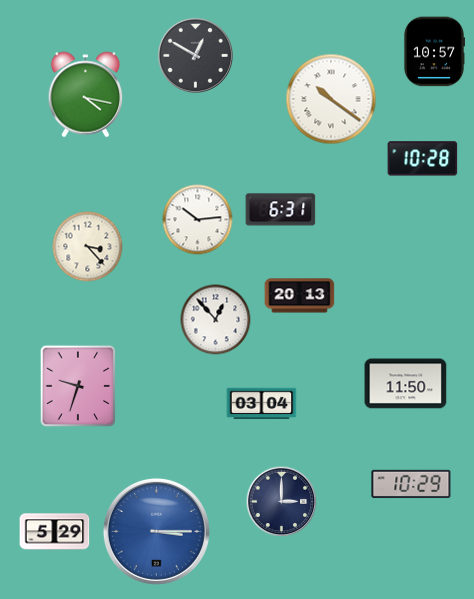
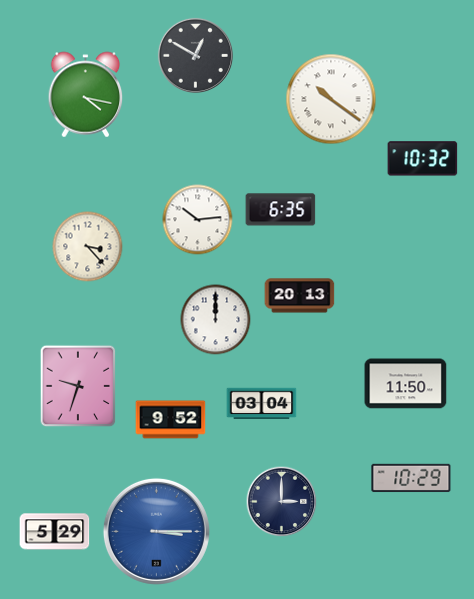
clock at (433, 52): 10:57 -> none
clock at (423, 159): 10:28 -> 10:32
clock at (281, 210): 6:31 -> 6:35
clock at (216, 320): 12:53 -> 12:00
clock at (171, 420): none -> 9:52
clock at (411, 484) position: (411, 484) -> (411, 478)
